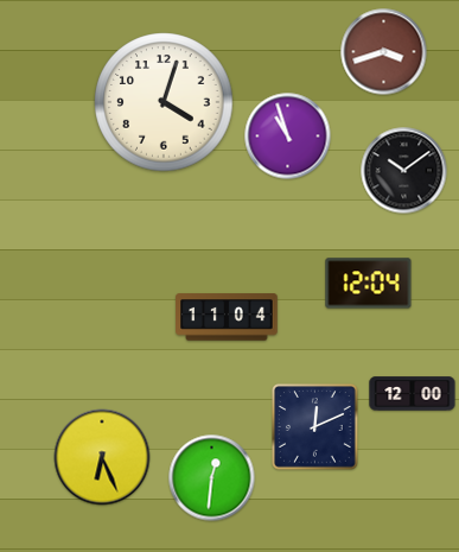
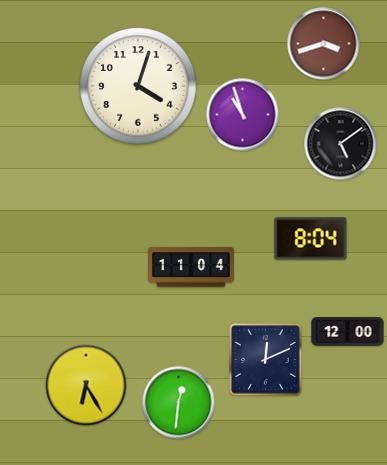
clock at (404, 171): 10:09 -> 5:09
clock at (369, 284): 12:04 -> 8:04
clock at (102, 457): 6:26 -> 6:25
